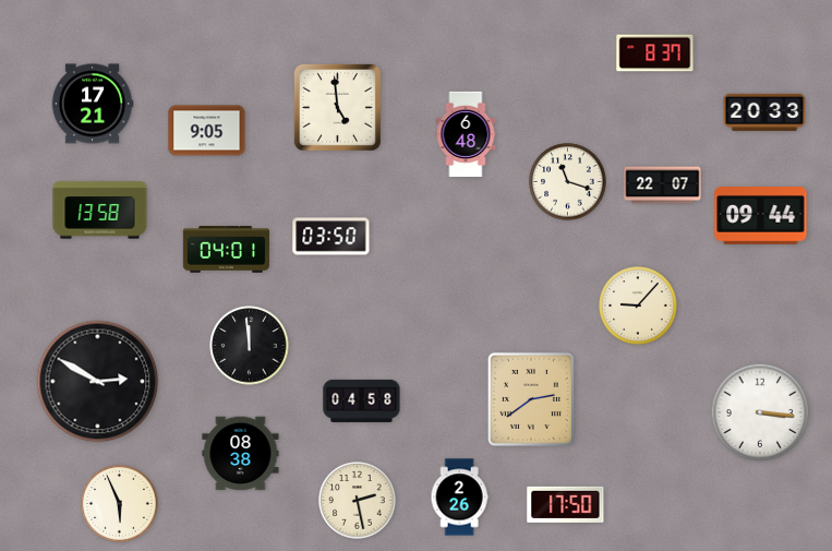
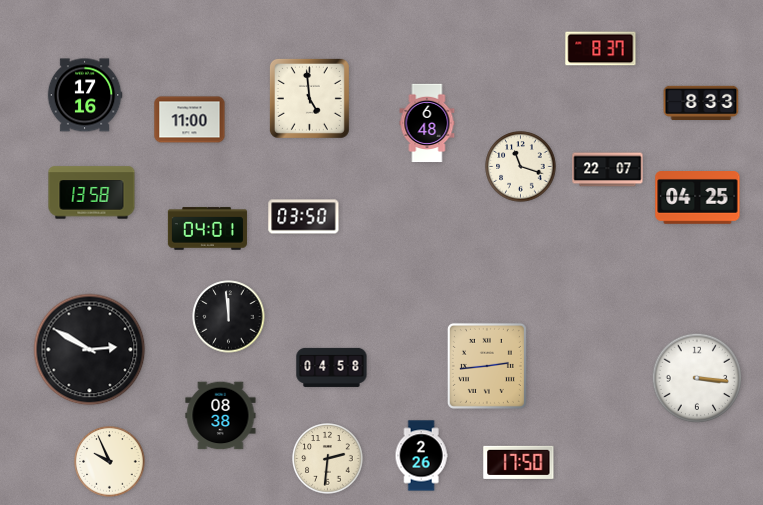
clock at (93, 104): 17:21 -> 17:16
clock at (764, 111): 20:33 -> 8:33
clock at (207, 131): 9:05 -> 11:00
clock at (761, 216): 09:44 -> 04:25
clock at (638, 306): 9:07 -> none
clock at (531, 399): 2:39 -> 2:44
clock at (358, 501): 2:28 -> 2:31
clock at (120, 504): 5:56 -> 9:56
